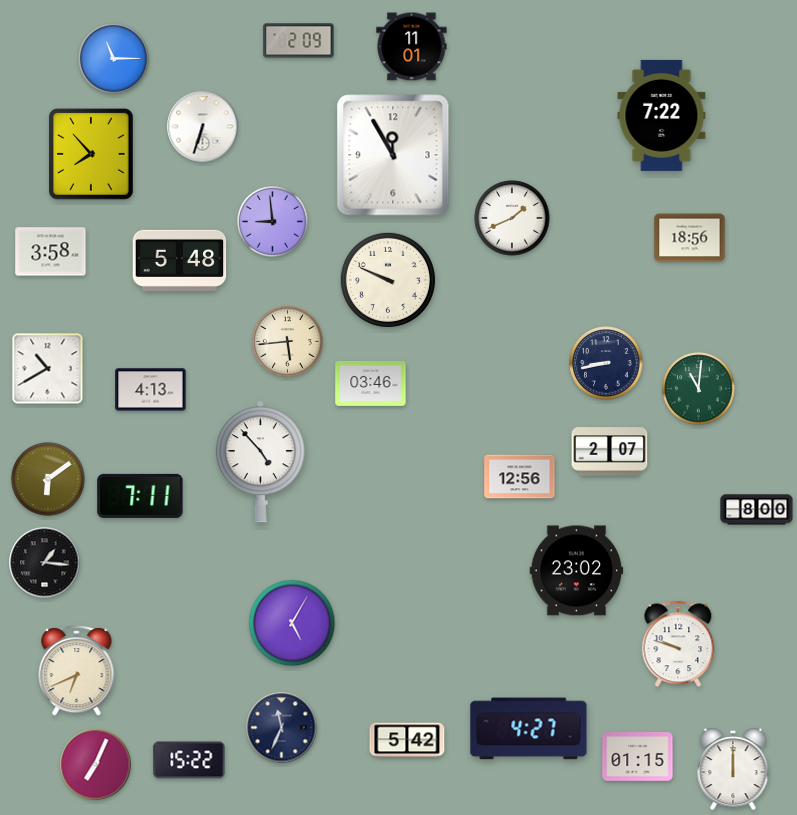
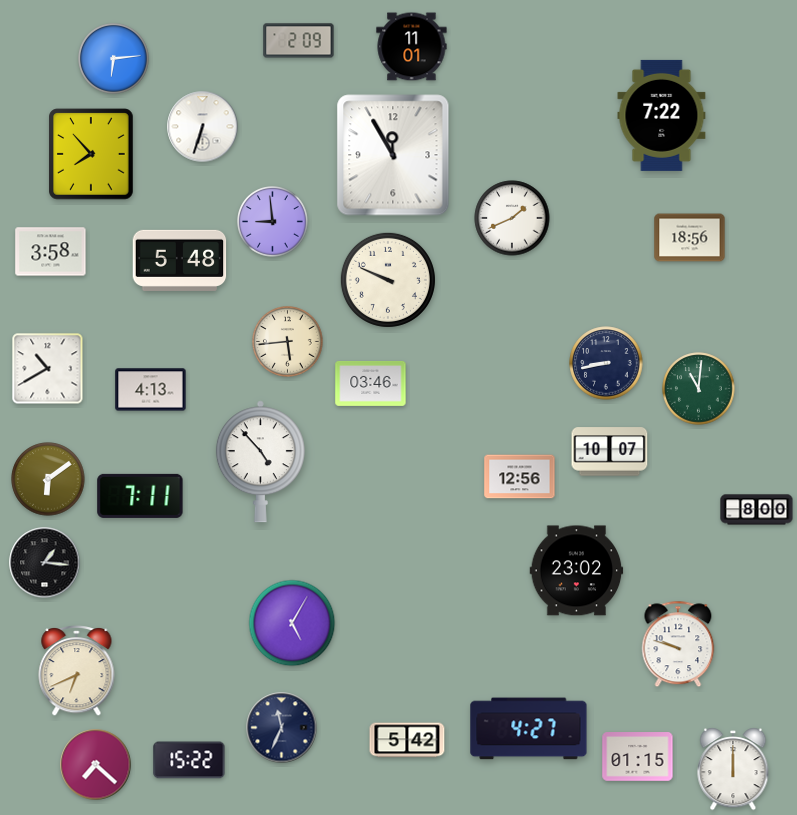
clock at (114, 59): 11:15 -> 6:14
clock at (610, 452): 2:07 -> 10:07
clock at (96, 765): 7:04 -> 7:22
